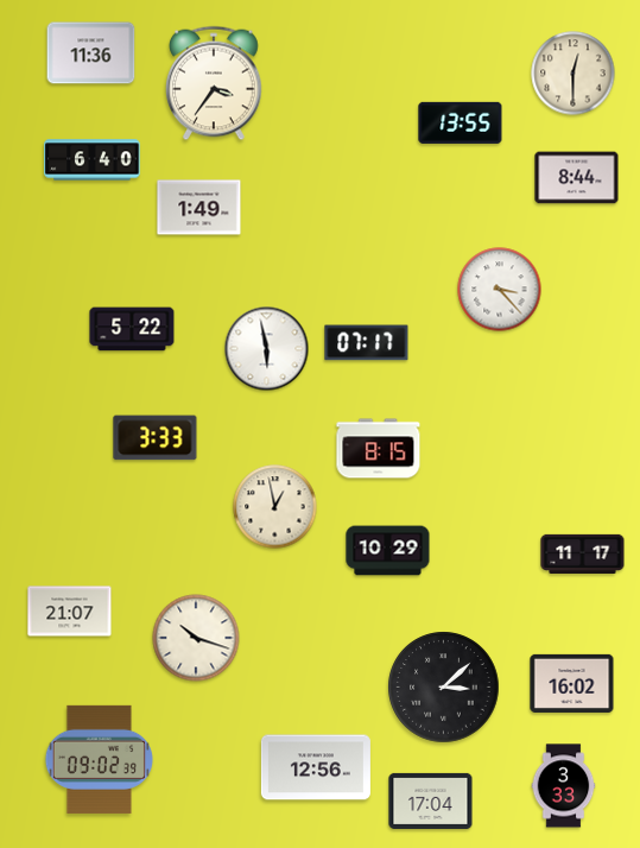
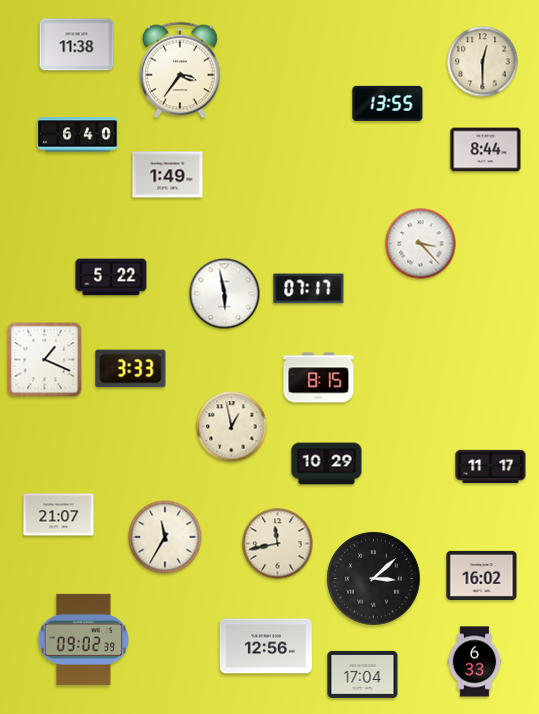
clock at (91, 53): 11:36 -> 11:38
clock at (45, 360): none -> 1:19
clock at (196, 638): 10:18 -> 11:35
clock at (278, 544): none -> 11:43
clock at (564, 786): 3:33 -> 6:33
